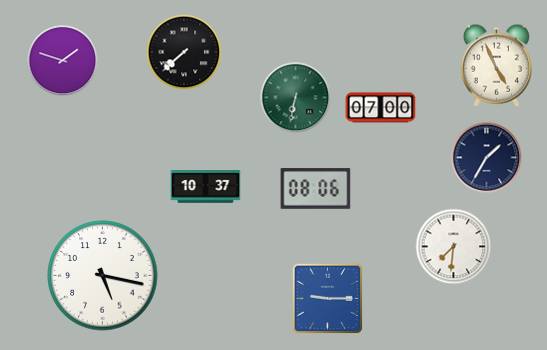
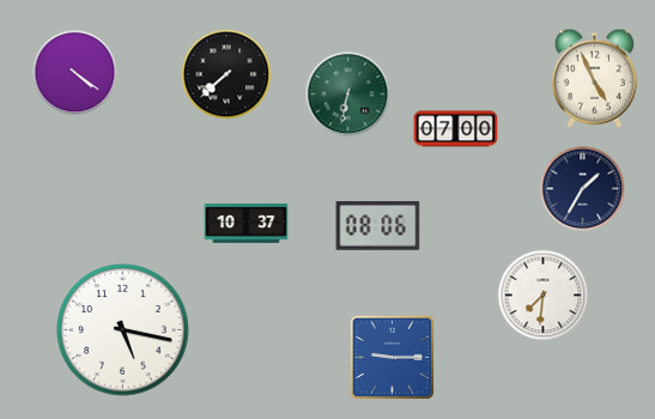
clock at (184, 52) position: (184, 52) -> (226, 74)
clock at (63, 61): 1:48 -> 4:21
clock at (296, 98) position: (296, 98) -> (348, 95)
